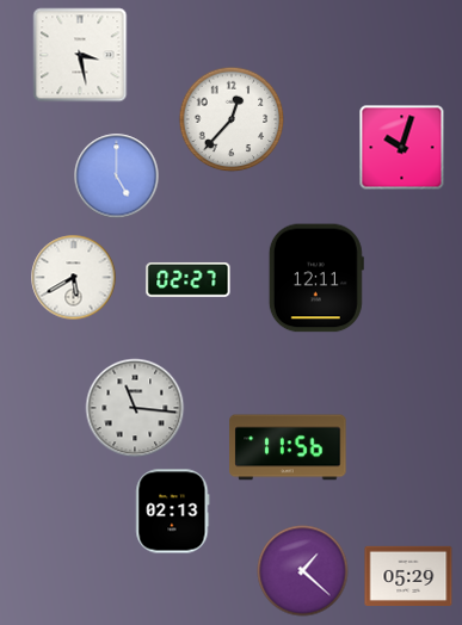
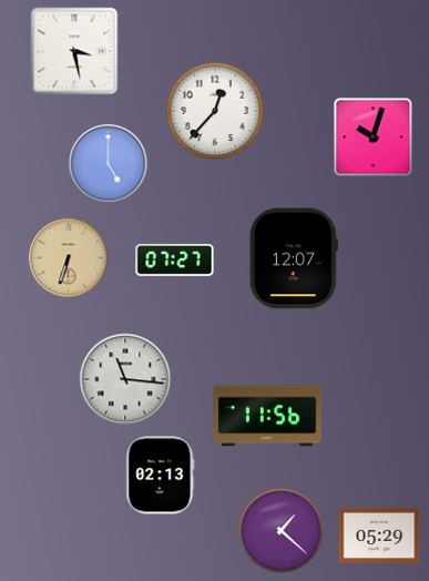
clock at (74, 278): 5:40 -> 6:33
clock at (74, 278) dial: white -> champagne
clock at (316, 278): 12:11 -> 12:07
clock at (189, 279): 02:27 -> 07:27
